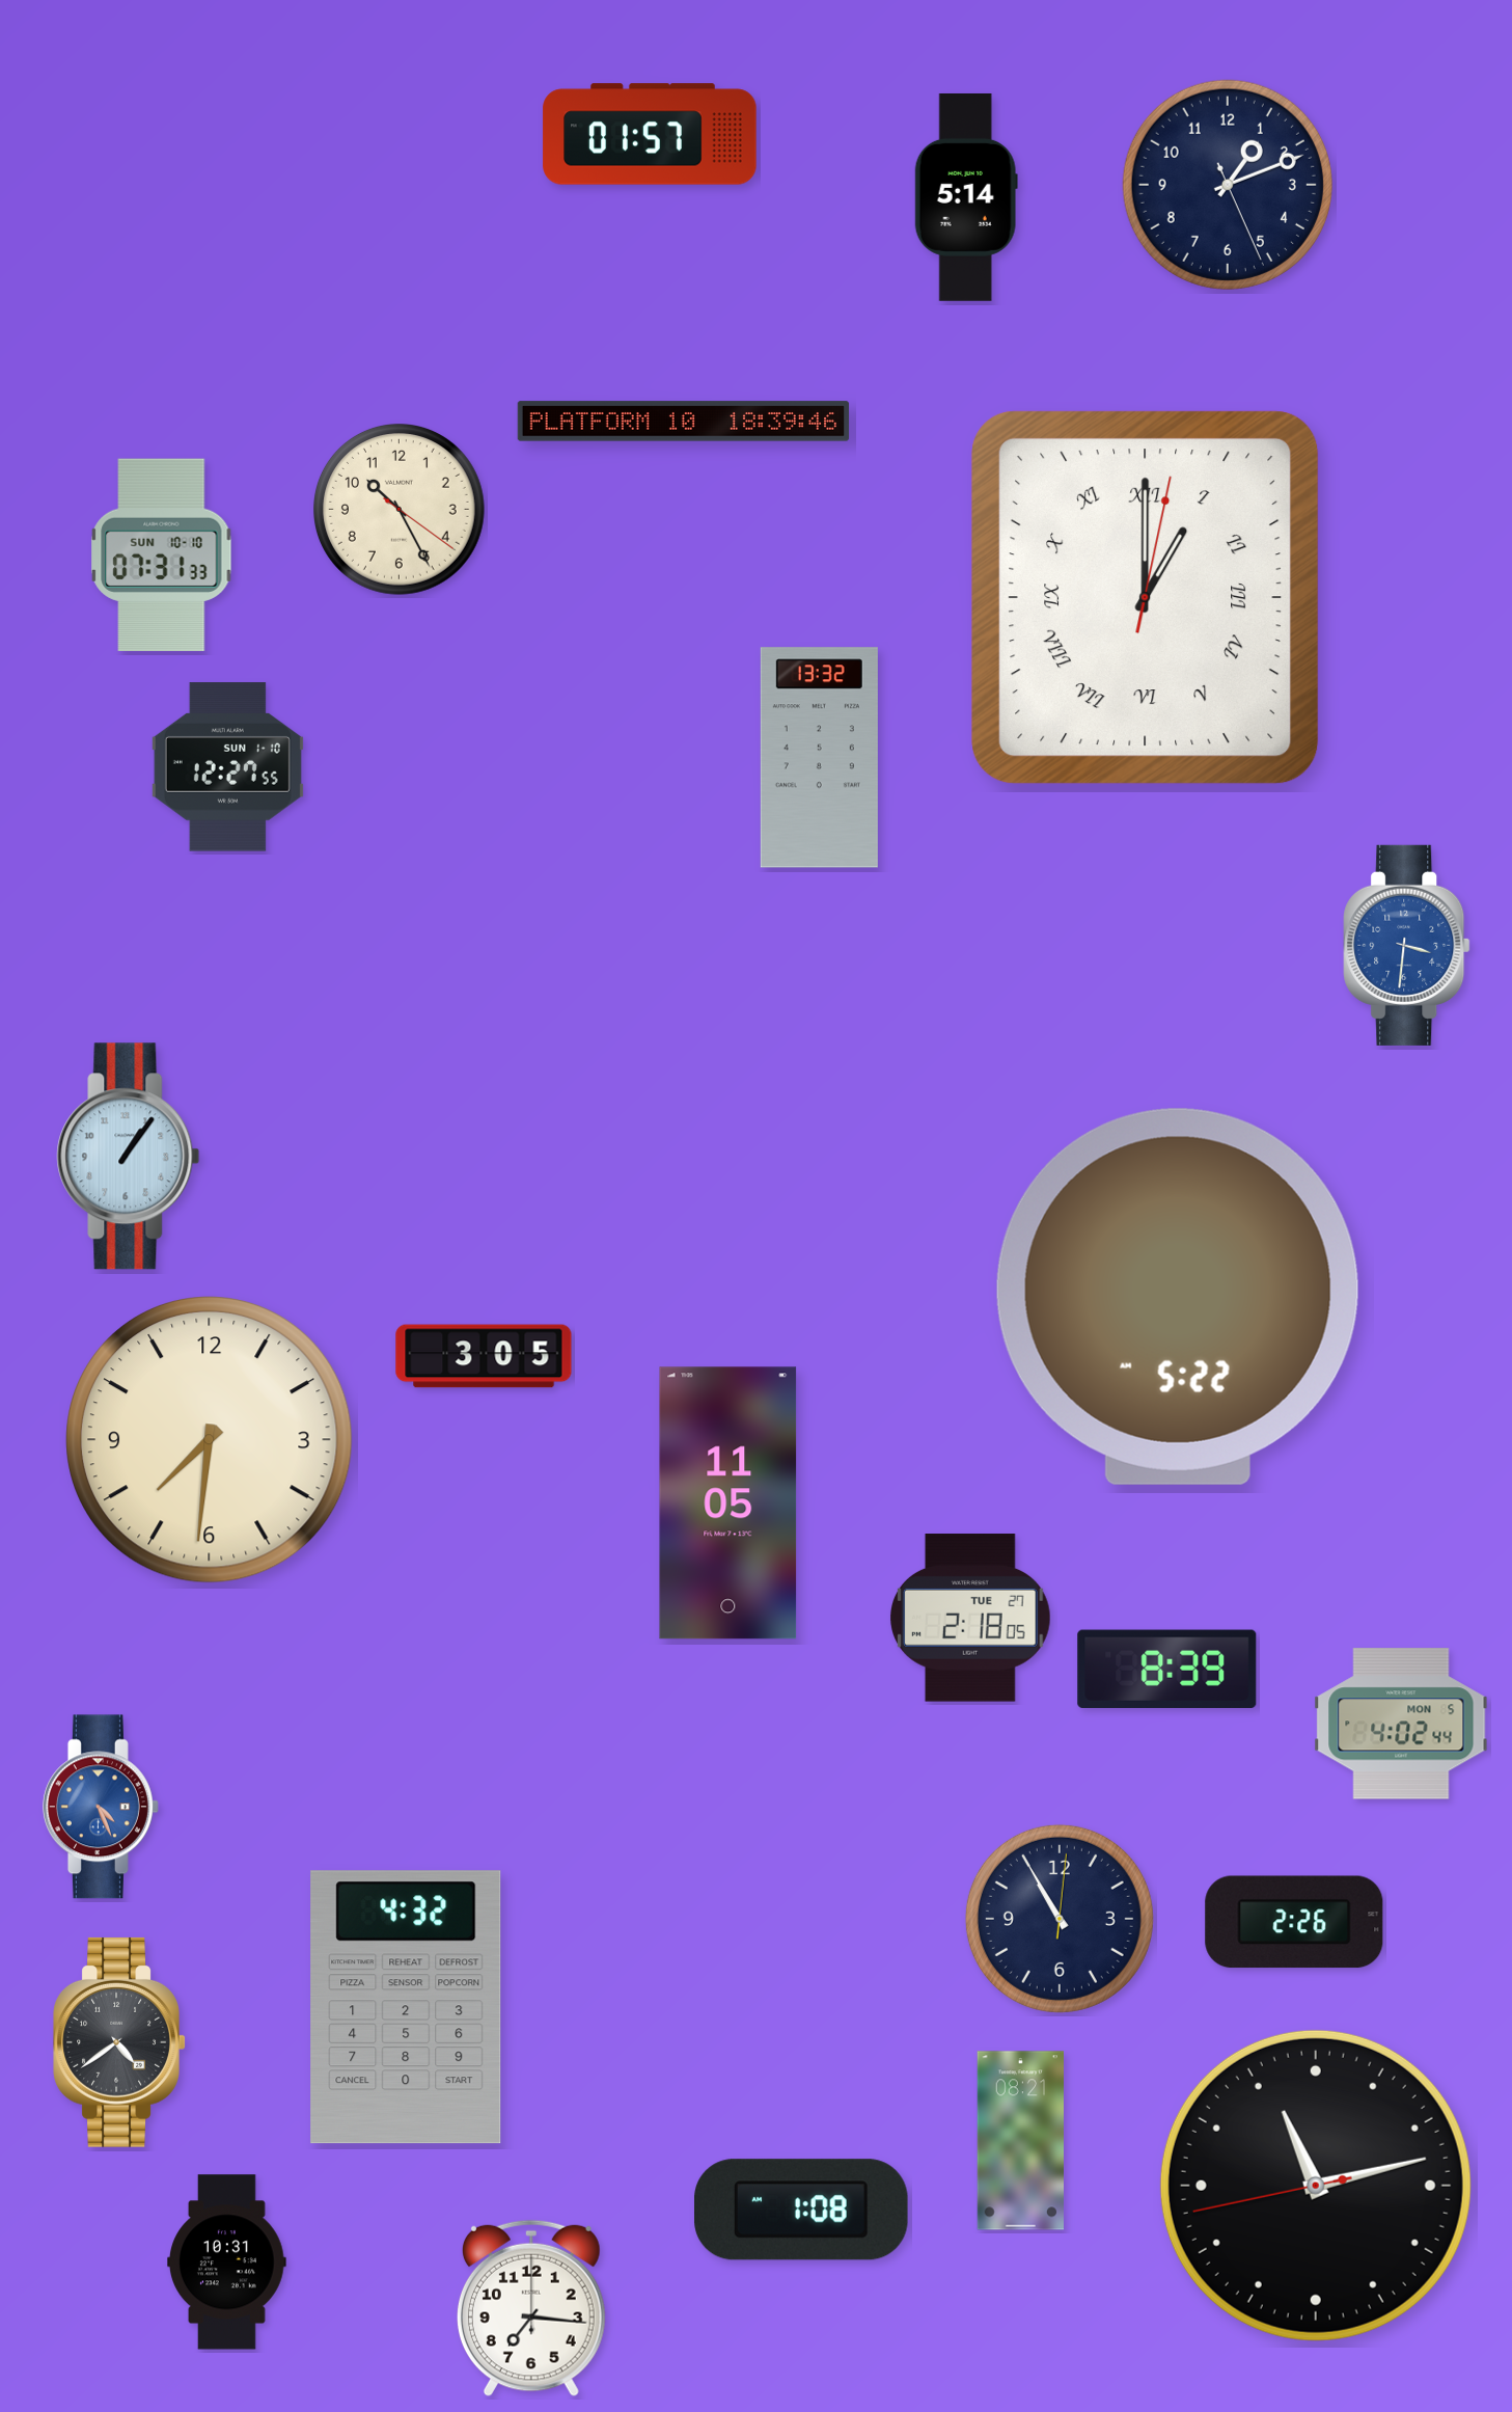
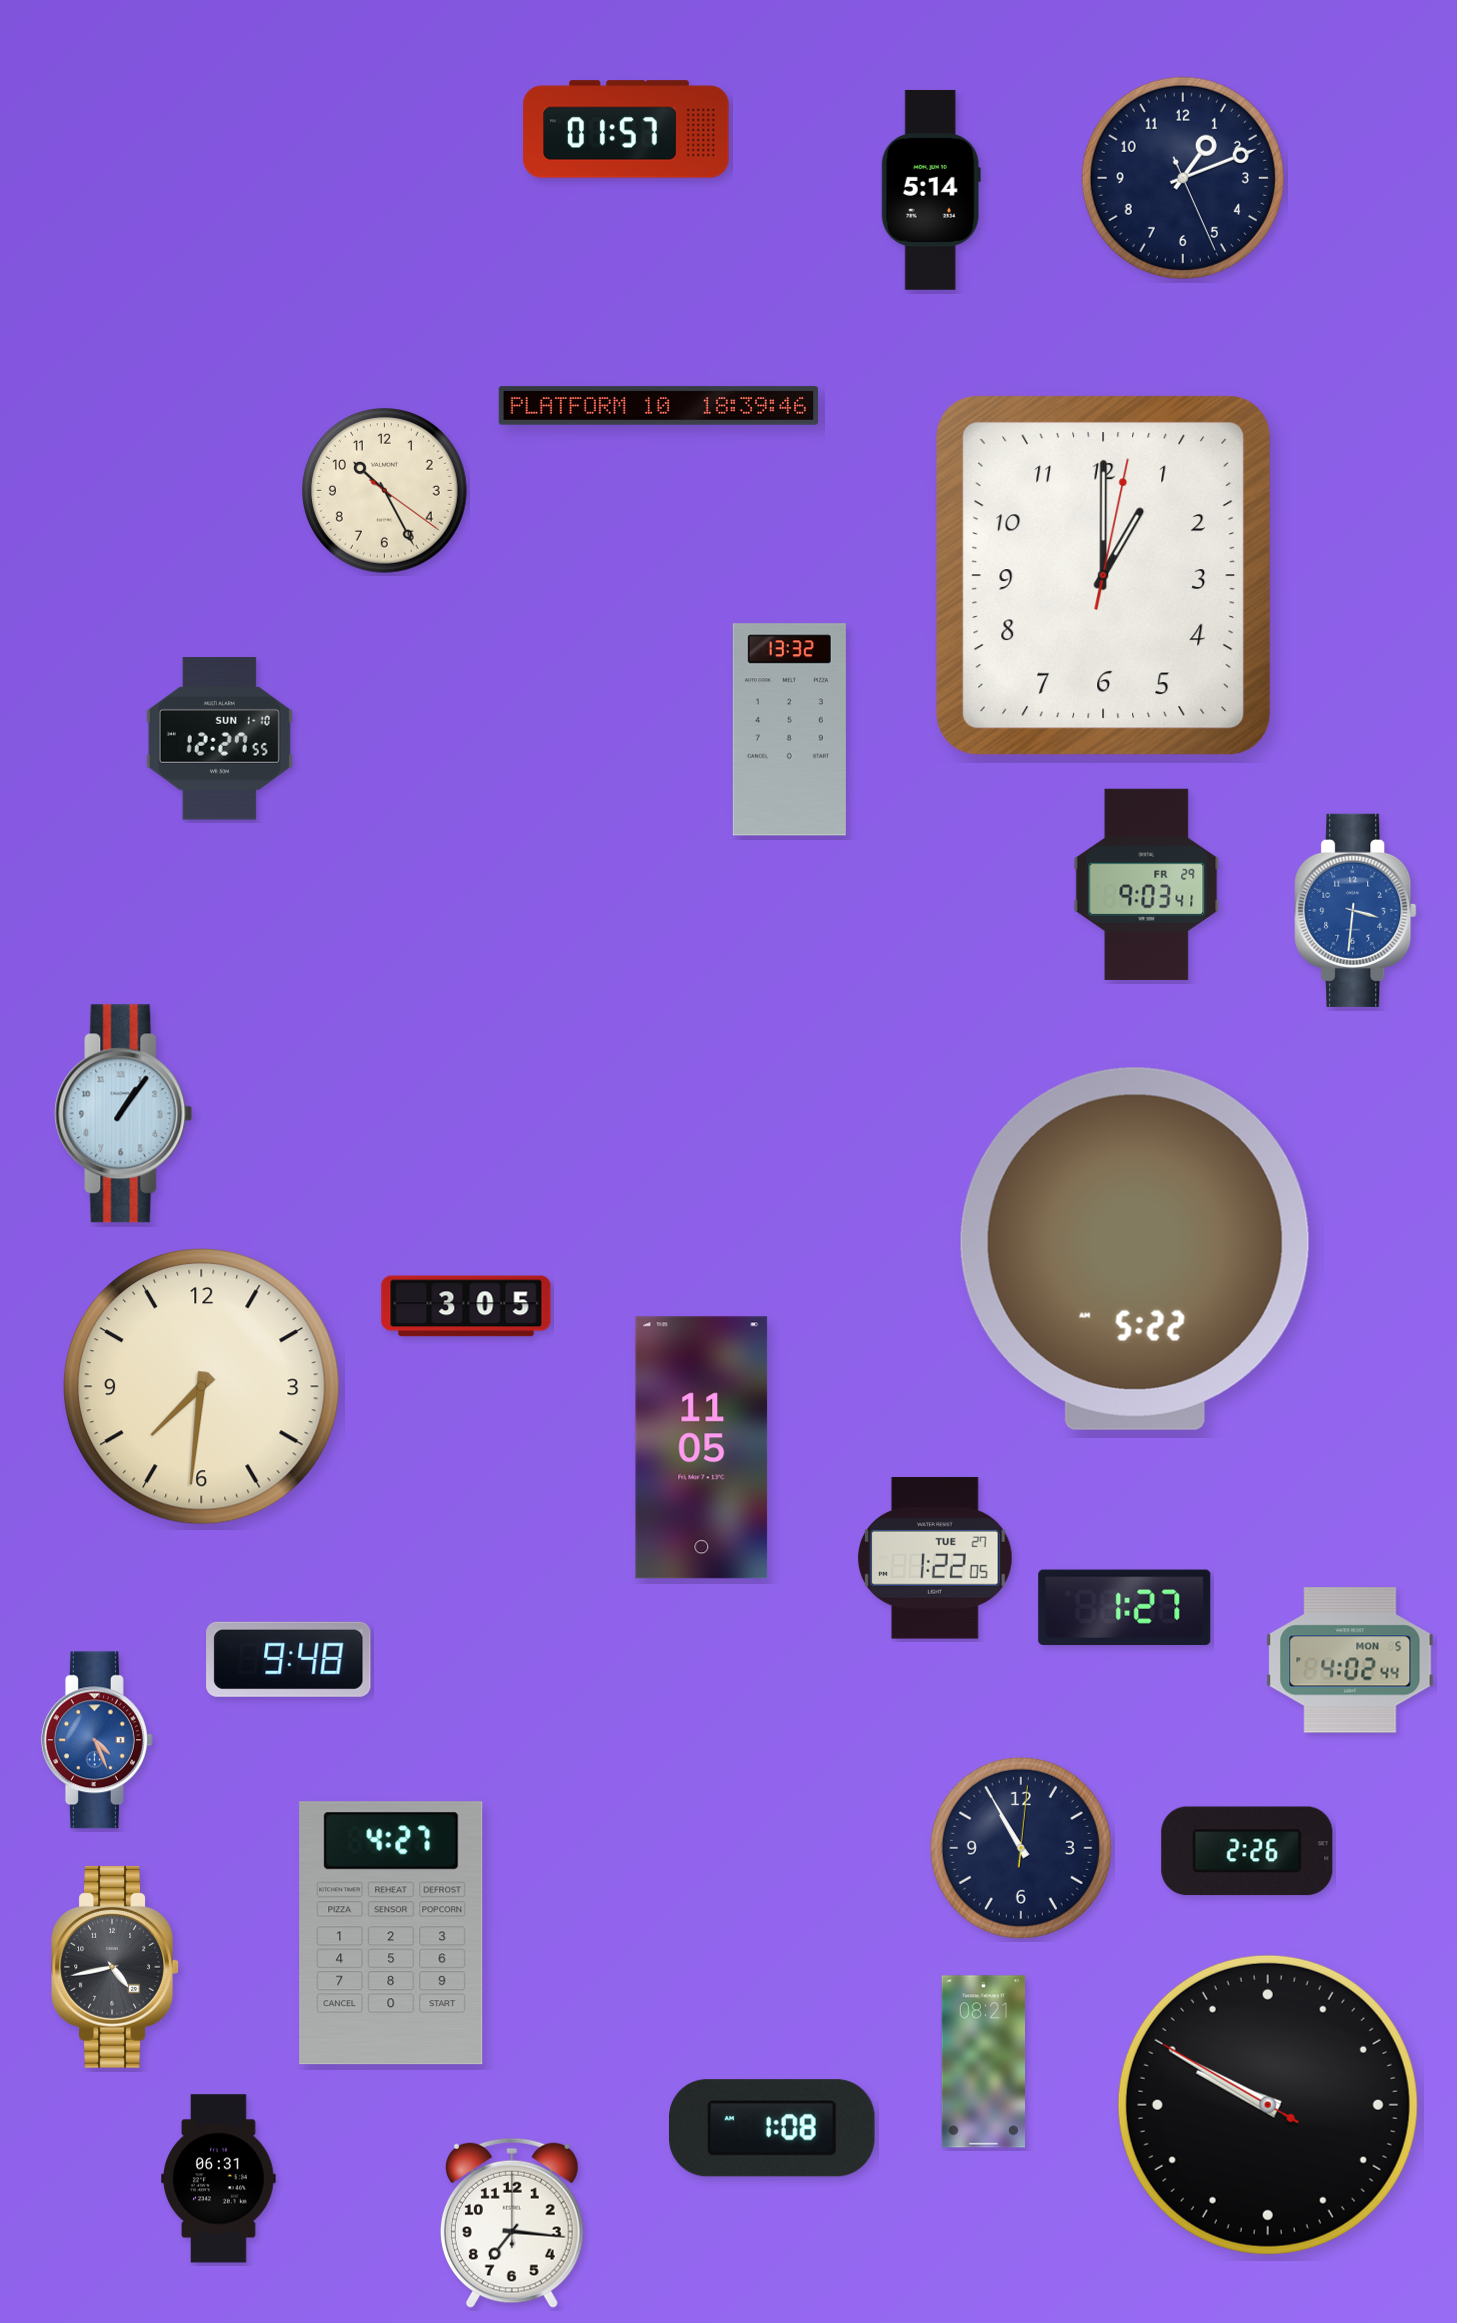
clock at (162, 555): 07:31 -> none
clock at (1146, 598) numerals: Roman -> Arabic
clock at (1147, 884): none -> 9:03
clock at (971, 1618): 2:18 -> 1:22
clock at (1167, 1669): 8:39 -> 1:27
clock at (289, 1659): none -> 9:48
clock at (406, 2007): 4:32 -> 4:27
clock at (119, 2042): 4:39 -> 4:43
clock at (1316, 2186): 11:12 -> 9:49
clock at (227, 2262): 10:31 -> 06:31
